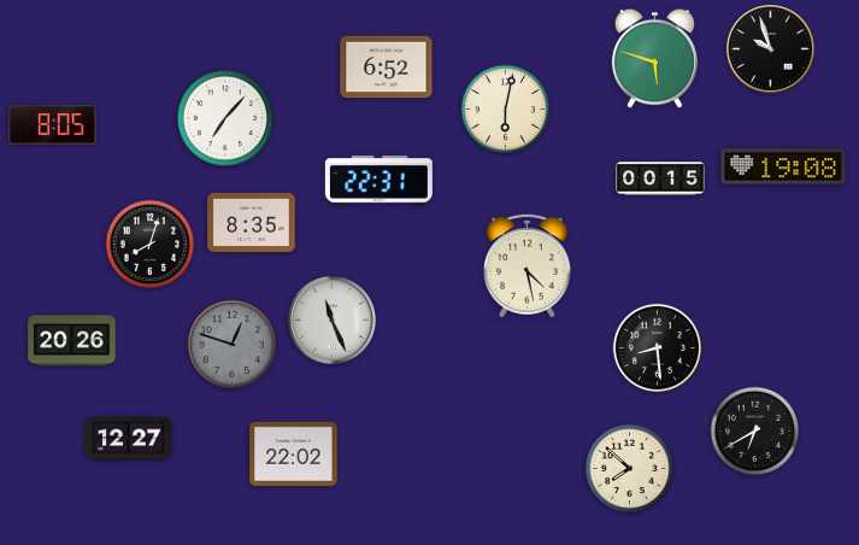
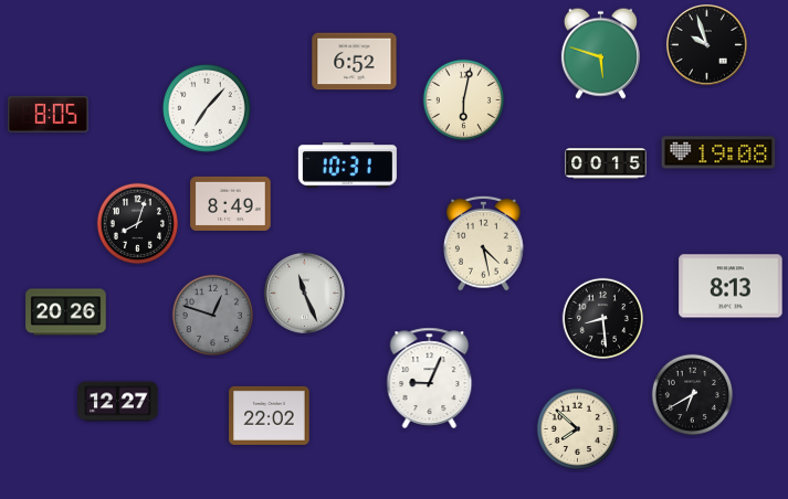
clock at (378, 181): 22:31 -> 10:31
clock at (252, 222): 8:35 -> 8:49
clock at (731, 286): none -> 8:13
clock at (430, 378): none -> 9:04
